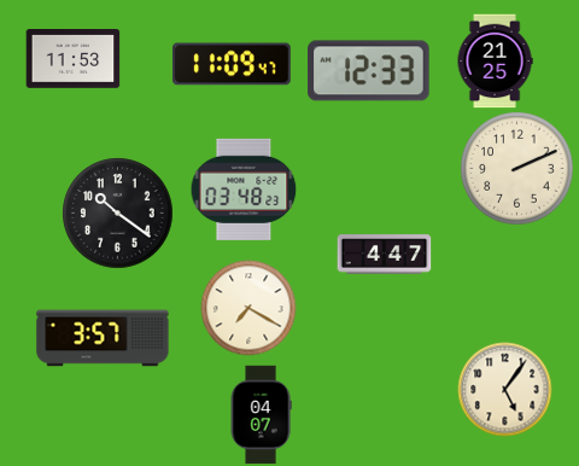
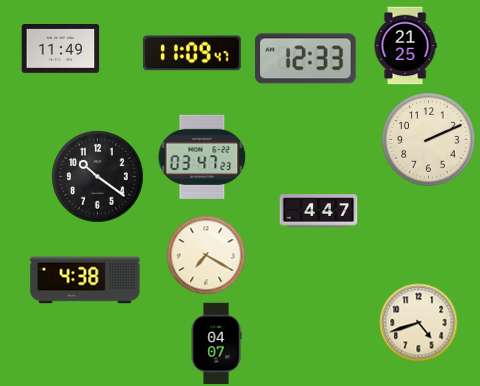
clock at (72, 59): 11:53 -> 11:49
clock at (495, 60) position: (495, 60) -> (405, 45)
clock at (244, 190): 03:48 -> 03:47
clock at (103, 338): 3:57 -> 4:38
clock at (504, 389): 5:06 -> 4:42
